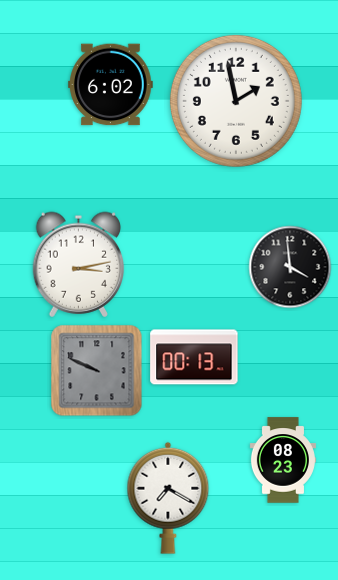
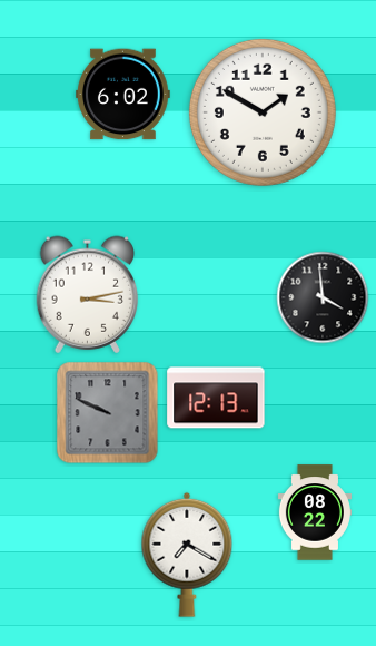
clock at (236, 101): 1:58 -> 1:50
clock at (194, 357): 00:13 -> 12:13
clock at (283, 460): 08:23 -> 08:22
